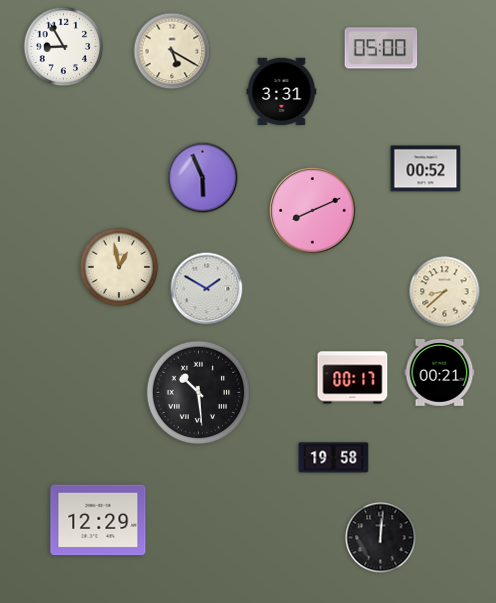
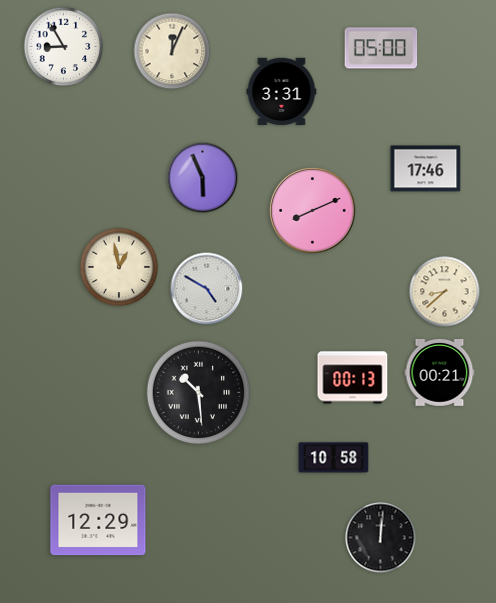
clock at (172, 51): 5:20 -> 12:04
clock at (426, 169): 00:52 -> 17:46
clock at (207, 289): 1:50 -> 4:50
clock at (353, 378): 00:17 -> 00:13
clock at (334, 458): 19:58 -> 10:58
